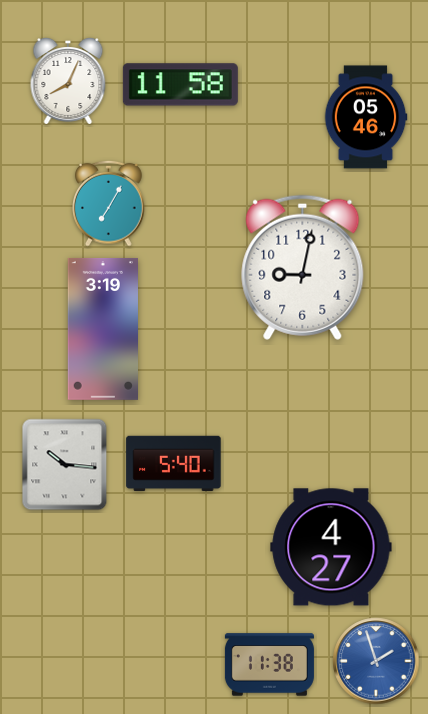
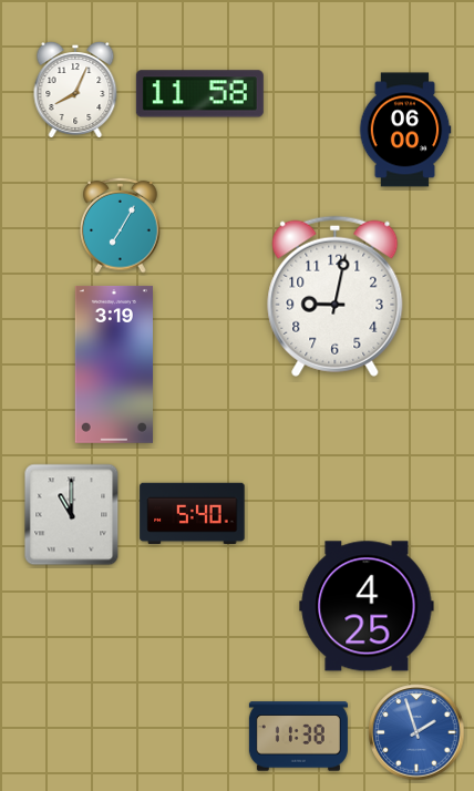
clock at (366, 117): 05:46 -> 06:00
clock at (65, 465): 10:16 -> 11:00
clock at (331, 547): 4:27 -> 4:25
